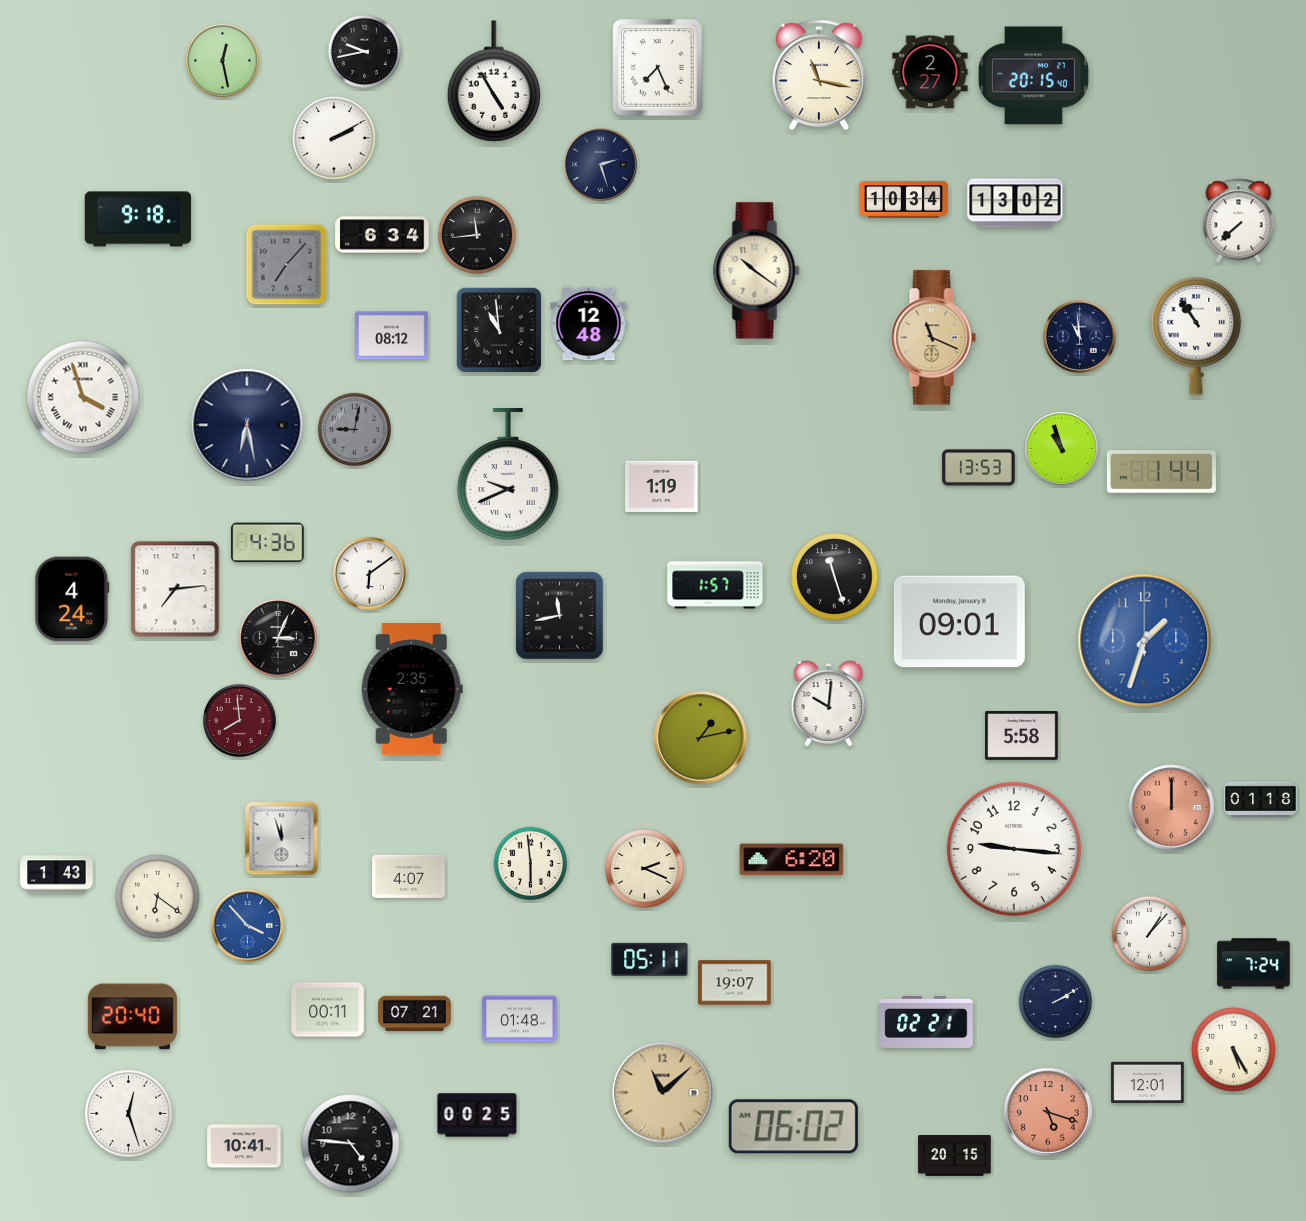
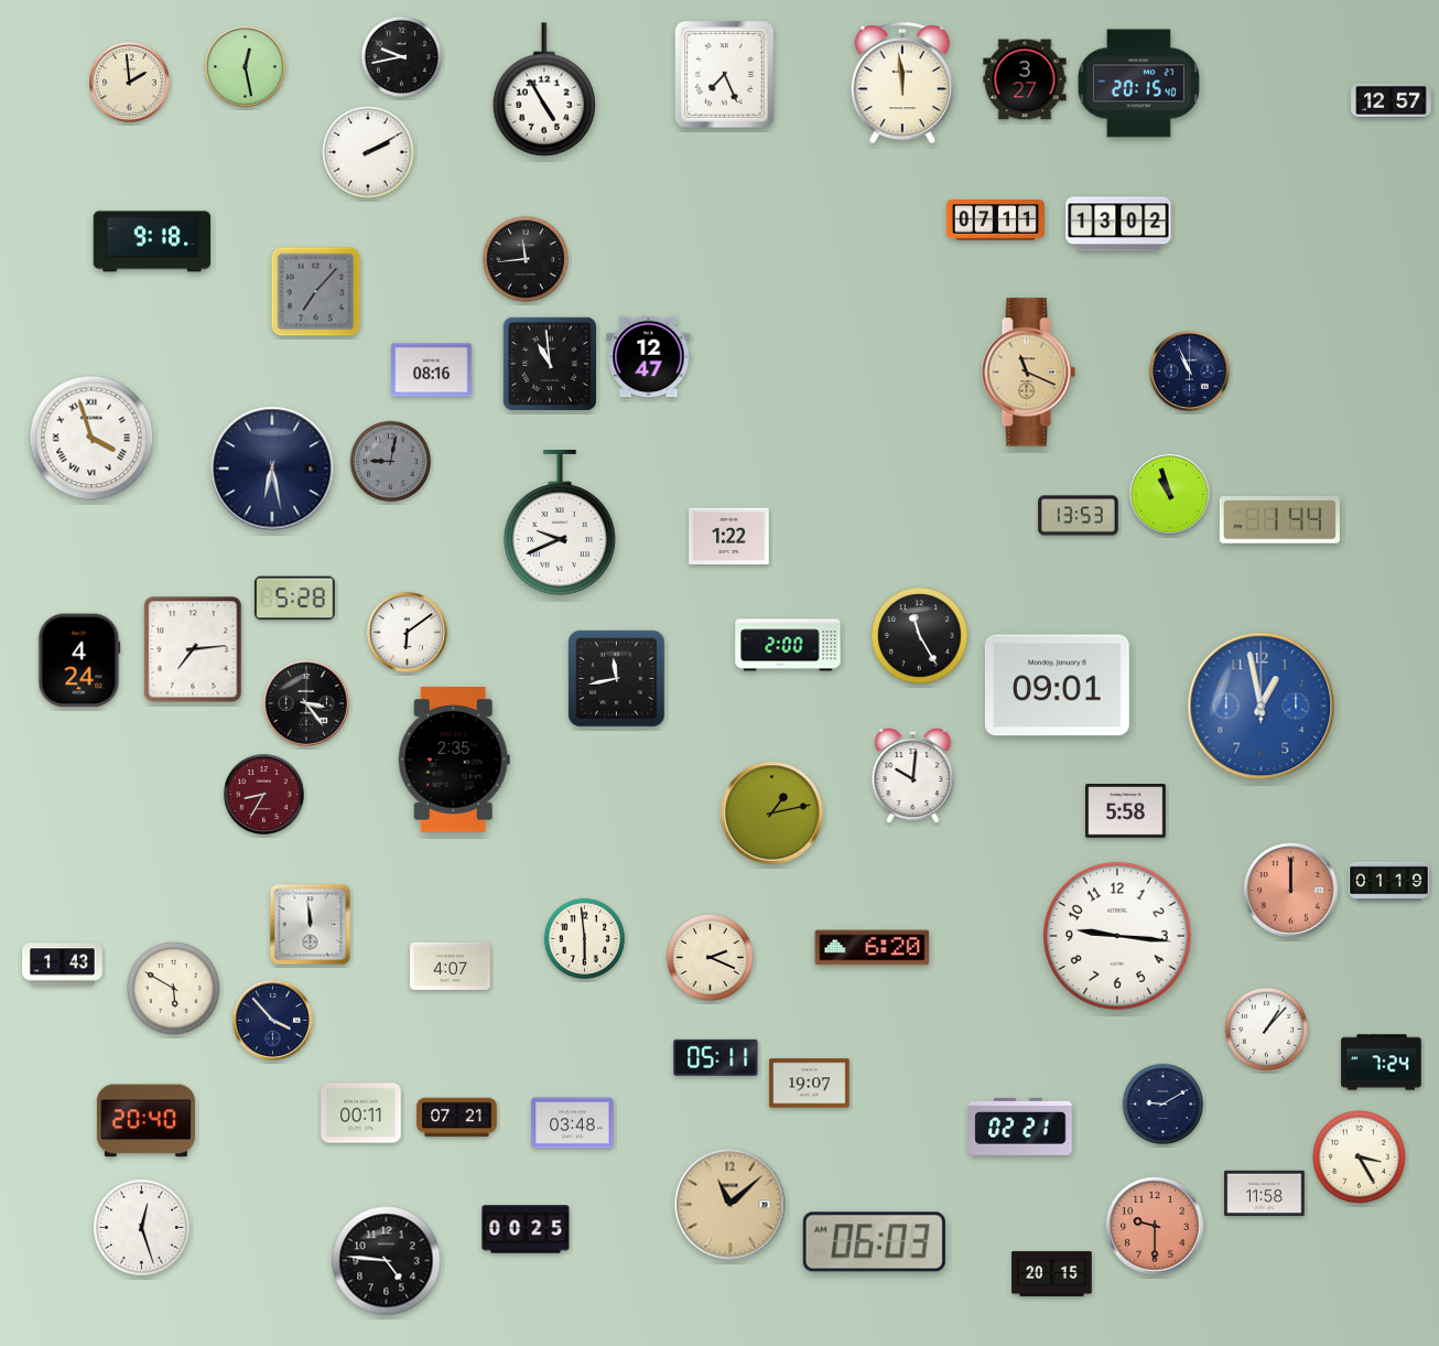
clock at (930, 72): 2:27 -> 3:27
clock at (130, 83): none -> 1:59
clock at (819, 75): 11:17 -> 11:59
clock at (1392, 100): none -> 12:57
clock at (601, 165): 2:27 -> none
clock at (903, 200): 10:34 -> 07:11
clock at (1239, 221): 7:38 -> none
clock at (382, 235): 6:34 -> none
clock at (757, 271): 10:21 -> none
clock at (589, 324): 12:48 -> 12:47
clock at (392, 336): 08:12 -> 08:16
clock at (1196, 336): 10:54 -> none
clock at (1080, 337): 10:59 -> 10:56
clock at (355, 430) position: (355, 430) -> (391, 462)
clock at (662, 487): 1:19 -> 1:22
clock at (268, 543): 4:36 -> 5:28
clock at (835, 577): 11:27 -> 11:25
clock at (715, 585): 1:57 -> 2:00
clock at (278, 638): 3:04 -> 3:24
clock at (1145, 641): 1:33 -> 12:58
clock at (240, 721): 7:59 -> 8:35
clock at (1261, 800): 01:18 -> 01:19
clock at (282, 839): 11:57 -> 11:59
clock at (531, 864) position: (531, 864) -> (585, 939)
clock at (158, 897): 6:21 -> 5:50
clock at (248, 926) dial: blue -> navy
clock at (1056, 1002): 2:10 -> 9:10
clock at (520, 1019): 01:48 -> 03:48
clock at (1234, 1050): 5:25 -> 3:25
clock at (1148, 1082): 12:01 -> 11:58
clock at (1048, 1112): 5:18 -> 9:30
clock at (793, 1127): 06:02 -> 06:03
clock at (244, 1146): 10:41 -> none
